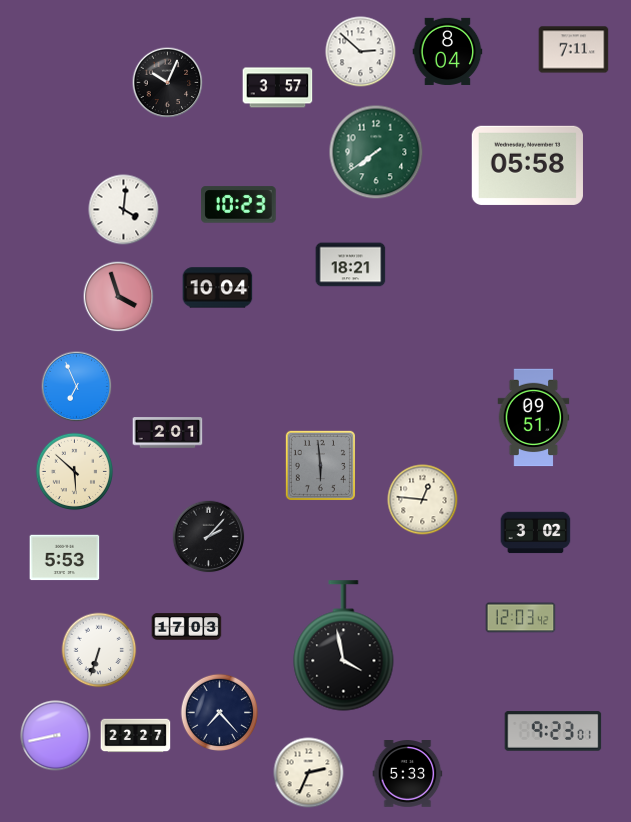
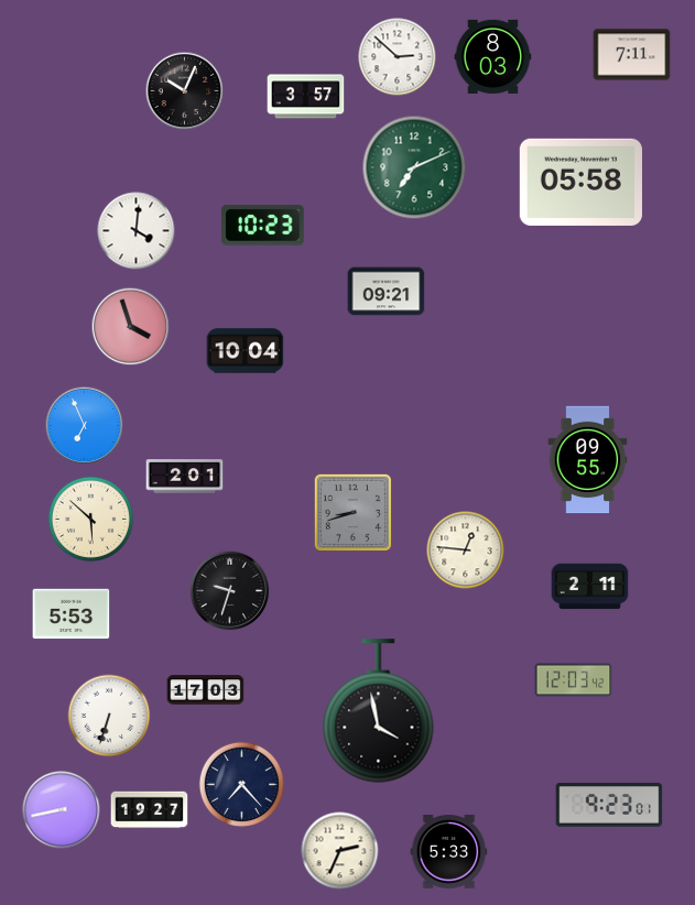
clock at (448, 51): 8:04 -> 8:03
clock at (376, 152): 7:39 -> 7:11
clock at (351, 265): 18:21 -> 09:21
clock at (218, 288) position: (218, 288) -> (246, 351)
clock at (534, 418): 09:51 -> 09:55
clock at (320, 465): 5:59 -> 8:42
clock at (75, 472) position: (75, 472) -> (91, 520)
clock at (536, 533): 3:02 -> 2:11
clock at (209, 537): 2:07 -> 9:33
clock at (136, 736): 22:27 -> 19:27
